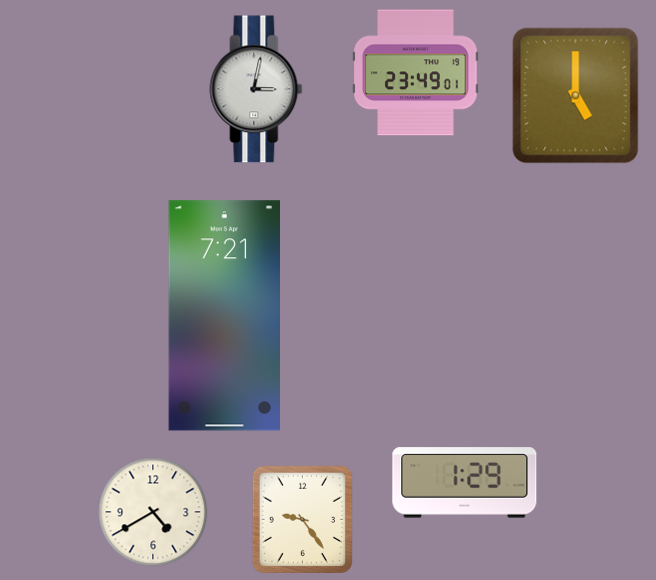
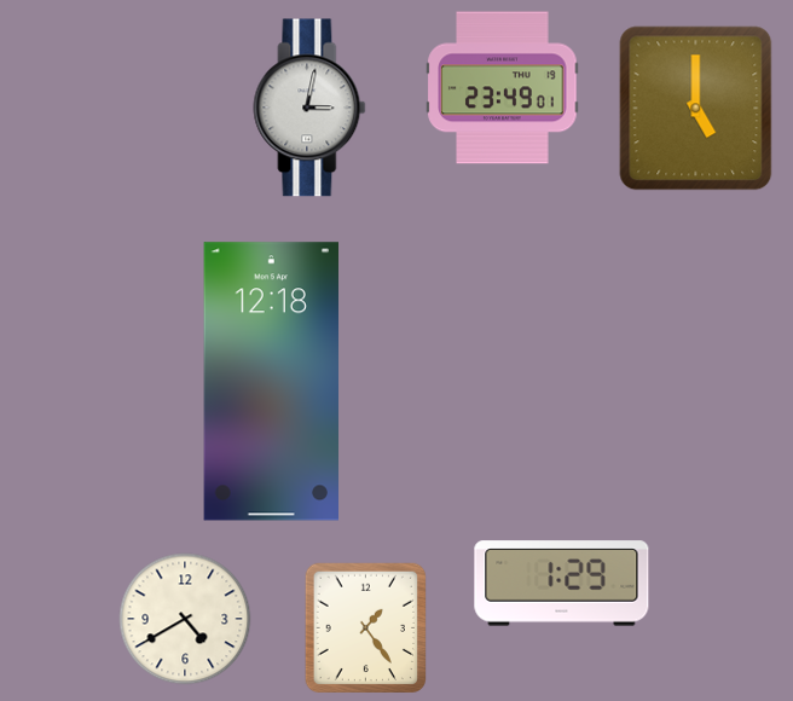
clock at (576, 96) position: (576, 96) -> (696, 109)
clock at (225, 316): 7:21 -> 12:18
clock at (302, 519): 9:24 -> 1:24
